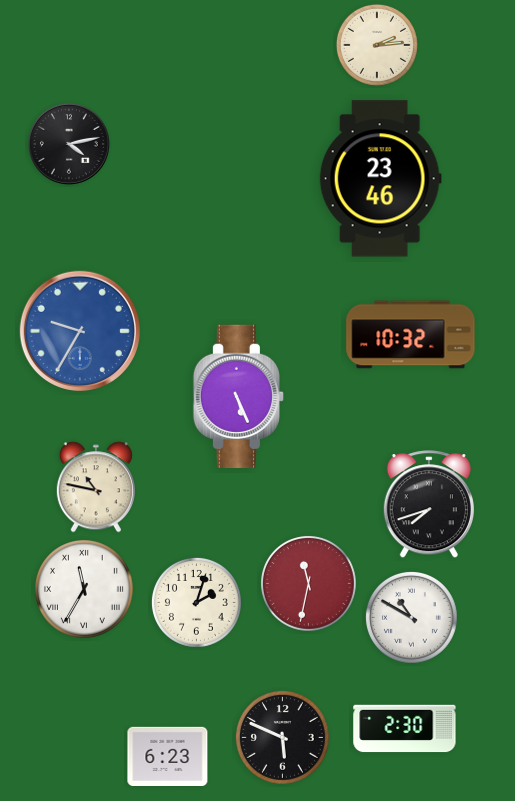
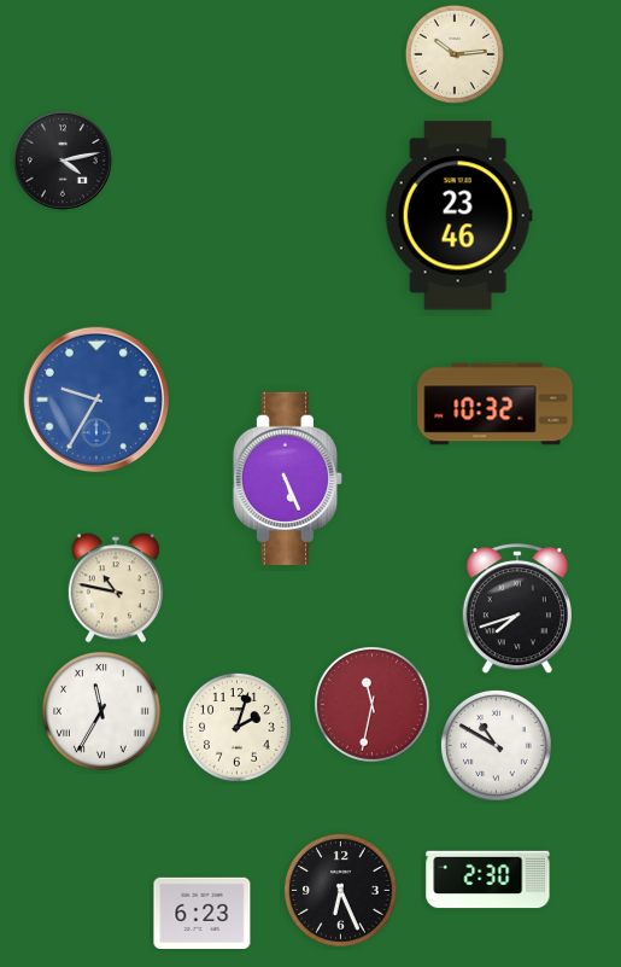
clock at (377, 45): 2:14 -> 10:14
clock at (70, 145) position: (70, 145) -> (64, 162)
clock at (282, 737): 5:49 -> 6:26
